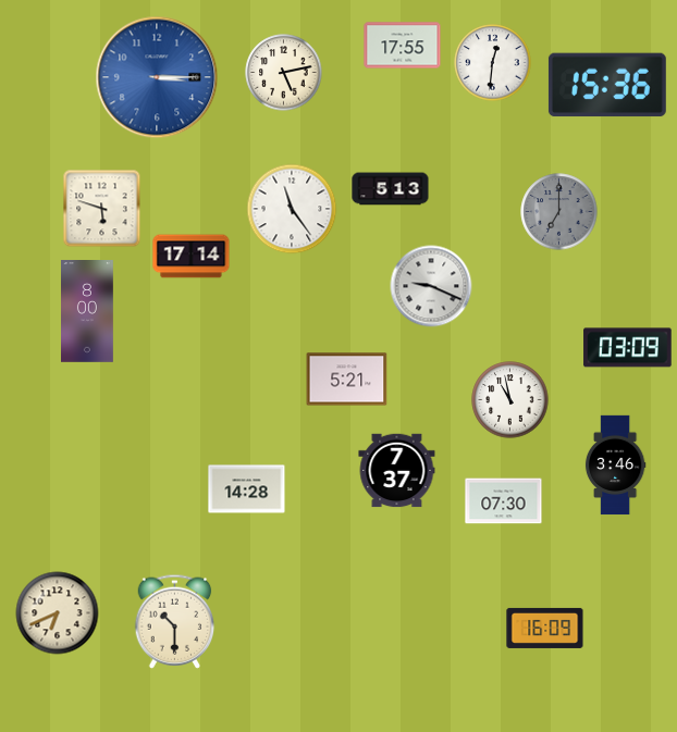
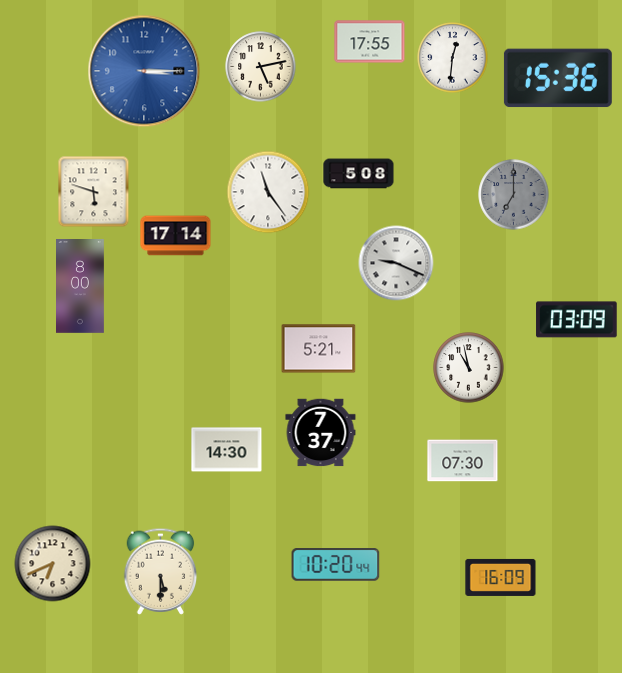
clock at (391, 189): 5:13 -> 5:08
clock at (615, 466): 3:46 -> none
clock at (397, 471) position: (397, 471) -> (321, 433)
clock at (247, 489): 14:28 -> 14:30
clock at (336, 565): none -> 10:20
clock at (175, 621): 10:30 -> 5:30
